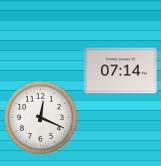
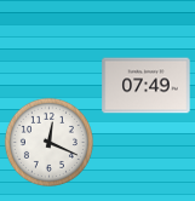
clock at (121, 71): 07:14 -> 07:49
